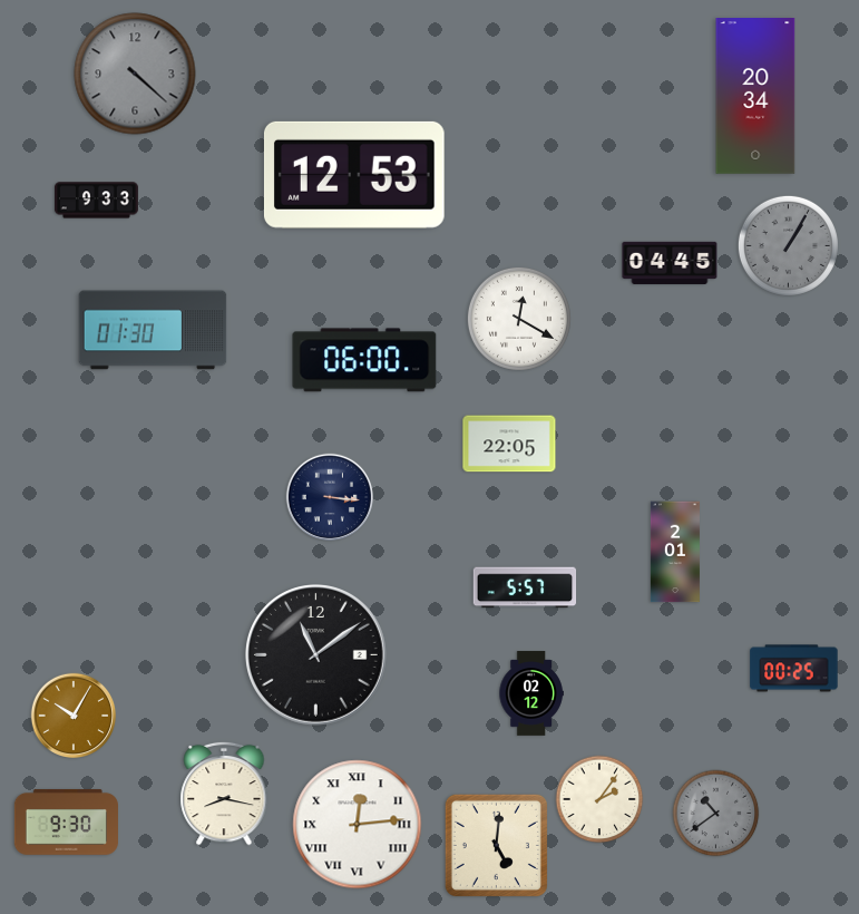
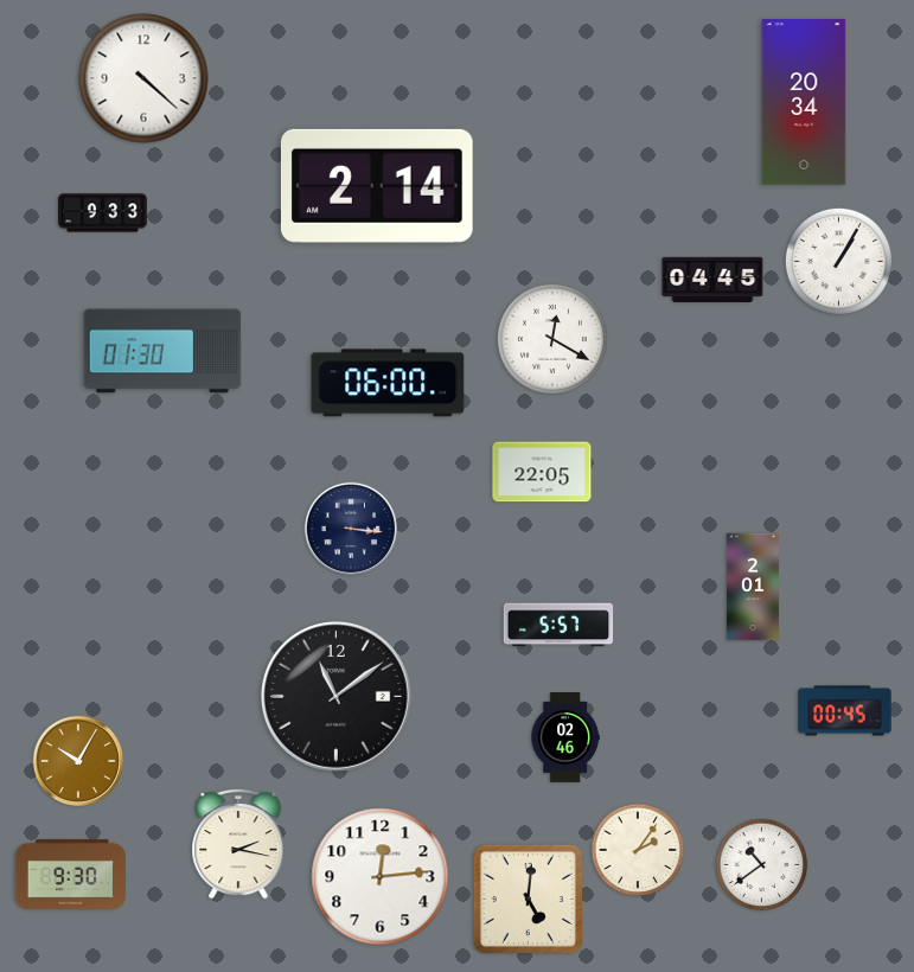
clock at (135, 74) dial: grey -> white
clock at (354, 175): 12:53 -> 2:14
clock at (788, 245) dial: grey -> white
clock at (675, 552) position: (675, 552) -> (753, 587)
clock at (794, 669): 00:25 -> 00:45
clock at (531, 693): 02:12 -> 02:46
clock at (224, 794): 8:17 -> 2:17
clock at (716, 814) dial: grey -> white
clock at (358, 825) numerals: Roman -> Arabic
